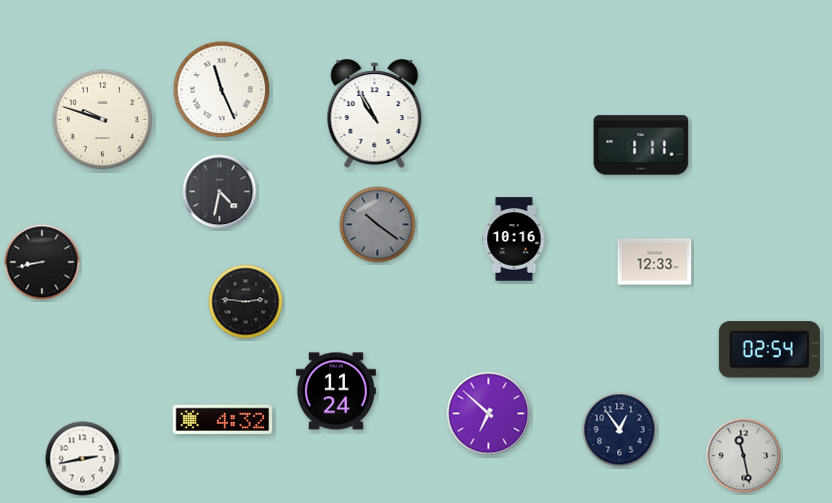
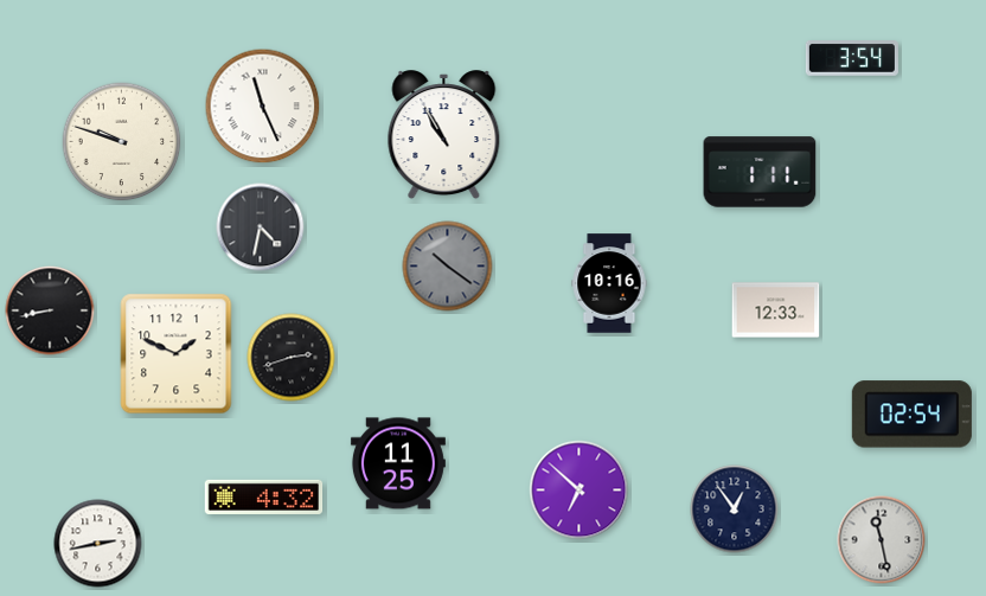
clock at (852, 59): none -> 3:54
clock at (177, 354): none -> 1:49
clock at (246, 302): 2:46 -> 2:42
clock at (336, 391): 11:24 -> 11:25
